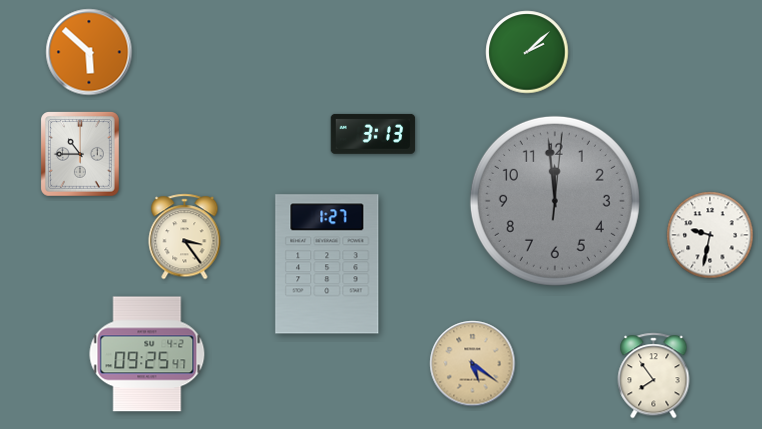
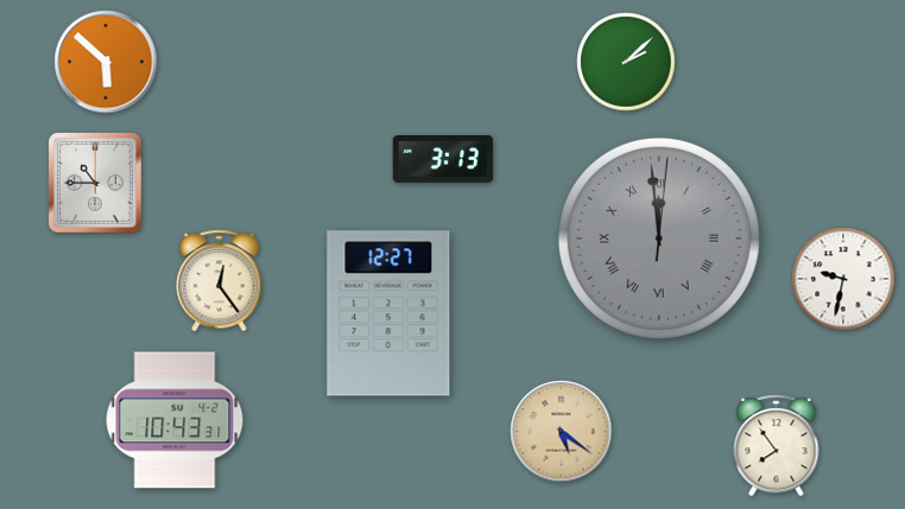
clock at (555, 201) numerals: Arabic -> Roman
clock at (185, 237): 3:24 -> 12:24
clock at (327, 264): 1:27 -> 12:27
clock at (147, 354): 09:25 -> 10:43
